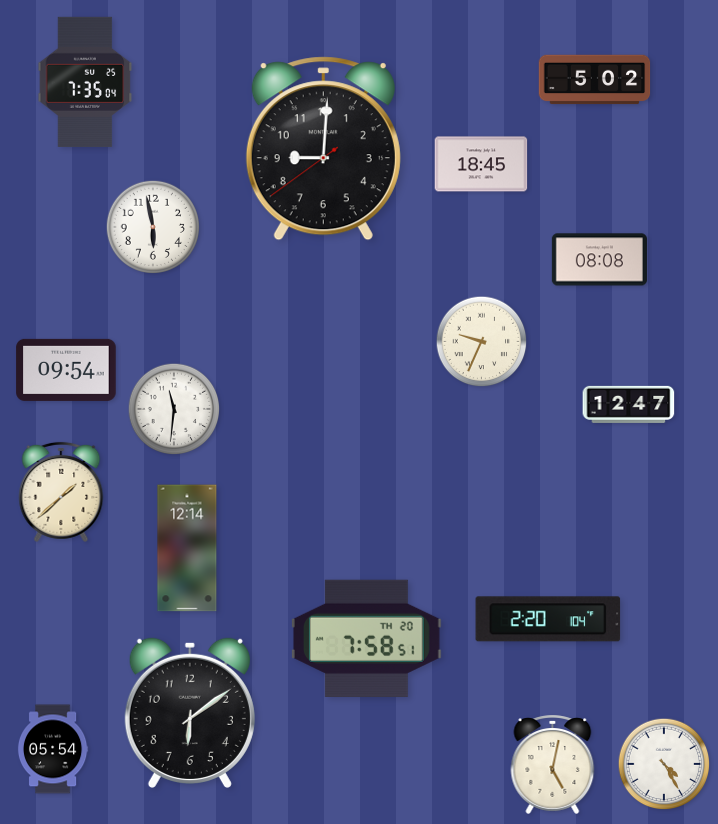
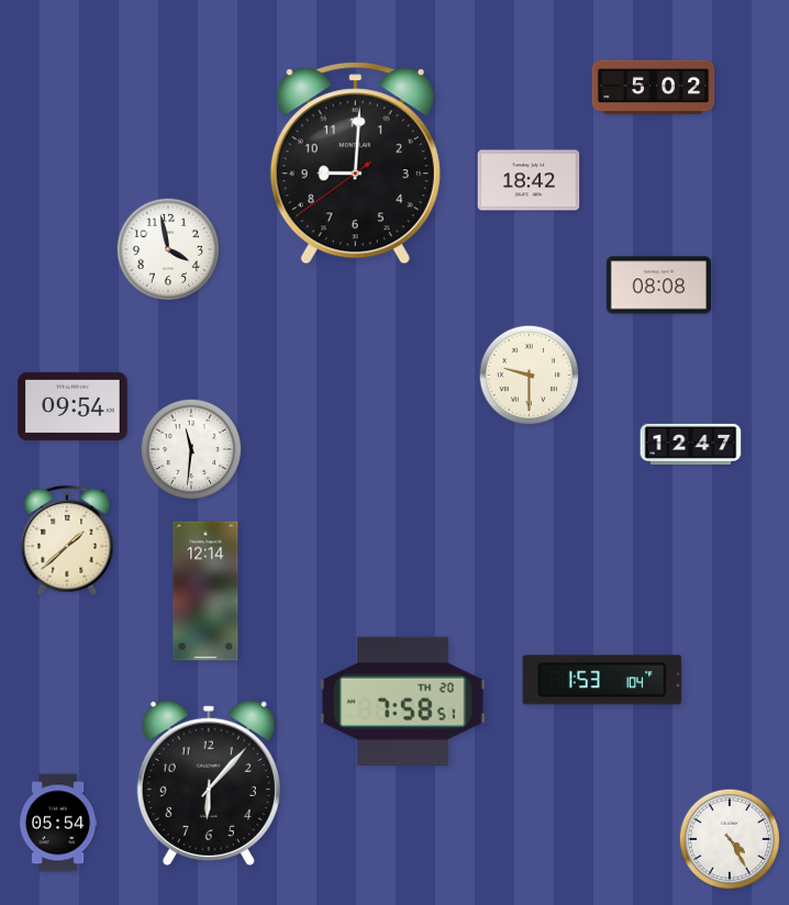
clock at (85, 82): 7:35 -> none
clock at (481, 164): 18:45 -> 18:42
clock at (152, 226): 5:58 -> 3:58
clock at (482, 342): 9:34 -> 9:30
clock at (187, 548) position: (187, 548) -> (205, 591)
clock at (548, 619): 2:20 -> 1:53
clock at (190, 713): 6:09 -> 6:07
clock at (553, 764): 5:02 -> none
